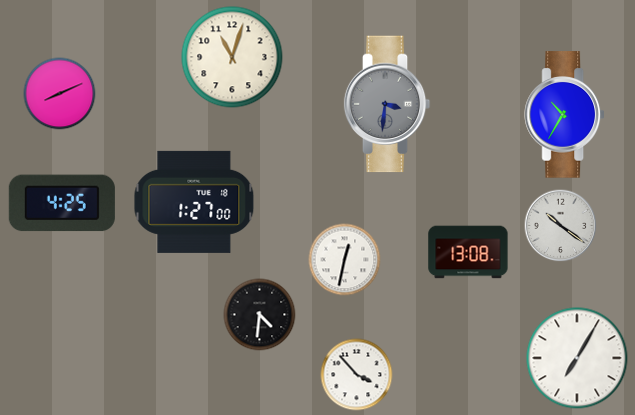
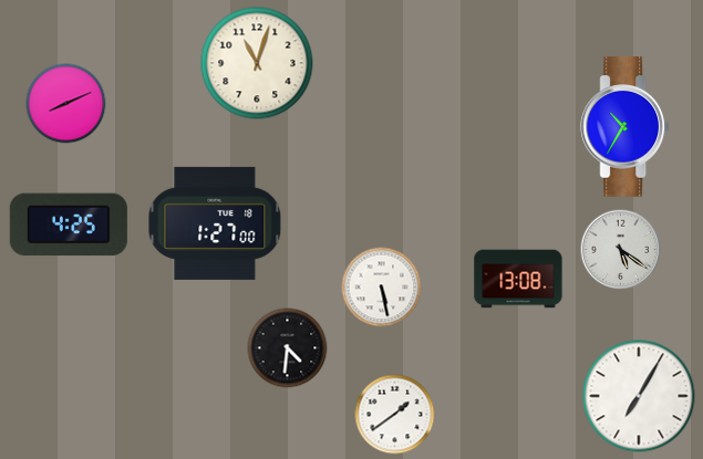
clock at (387, 104): 3:31 -> none
clock at (561, 226): 10:21 -> 5:21
clock at (345, 260): 12:32 -> 5:28
clock at (357, 375): 3:53 -> 1:39
